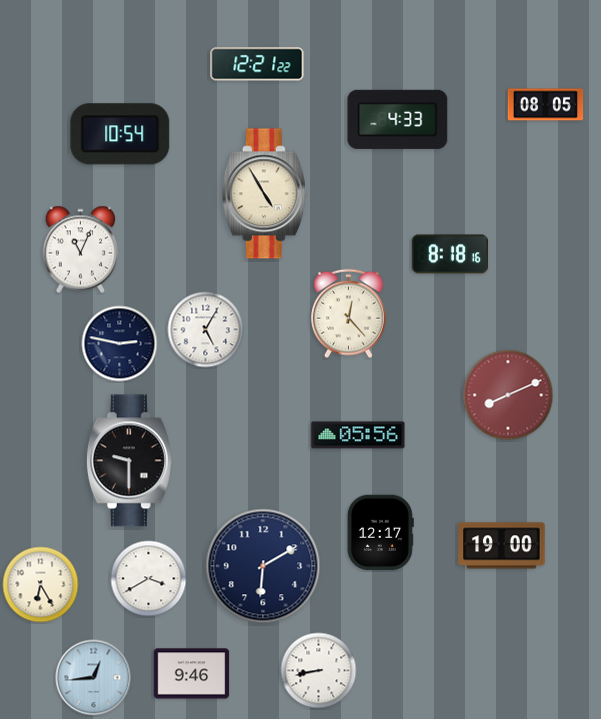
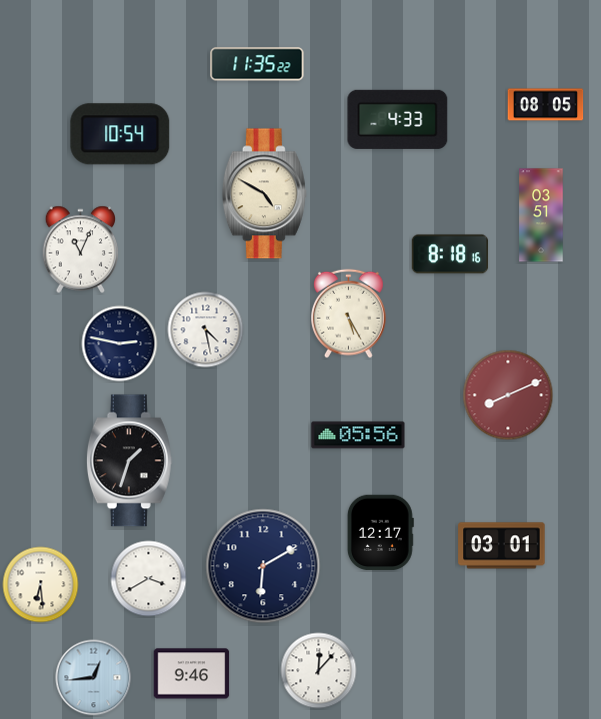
clock at (257, 64): 12:21 -> 11:35
clock at (264, 194): 4:55 -> 4:50
clock at (541, 215): none -> 03:51
clock at (349, 314): 12:23 -> 5:25
clock at (206, 330): 5:05 -> 4:28
clock at (129, 461): 9:30 -> 1:33
clock at (502, 546): 19:00 -> 03:01
clock at (41, 585): 6:25 -> 6:29
clock at (319, 671): 8:43 -> 12:07
